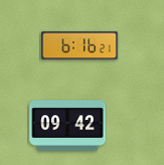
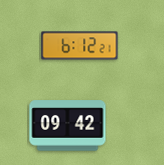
clock at (80, 46): 6:16 -> 6:12
